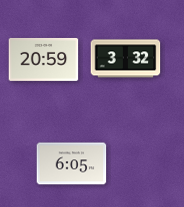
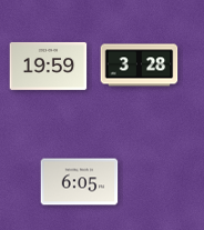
clock at (44, 59): 20:59 -> 19:59
clock at (126, 59): 3:32 -> 3:28
